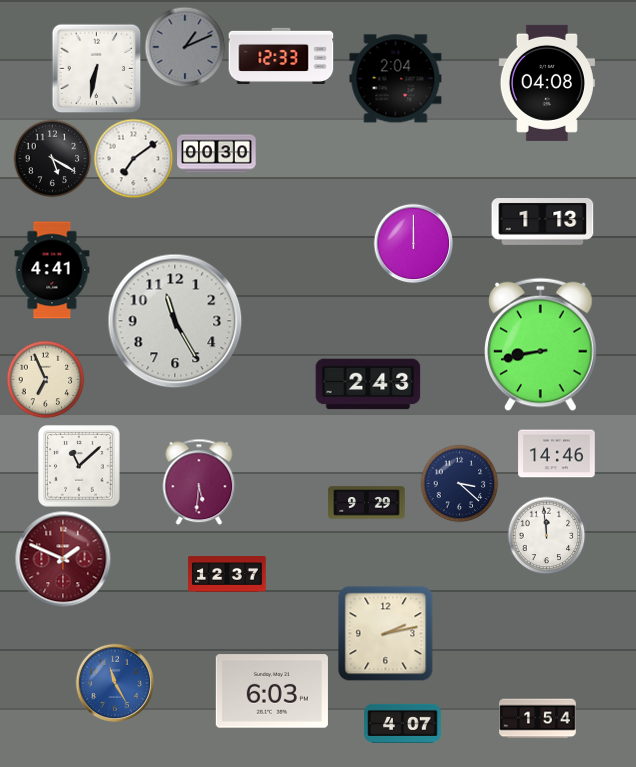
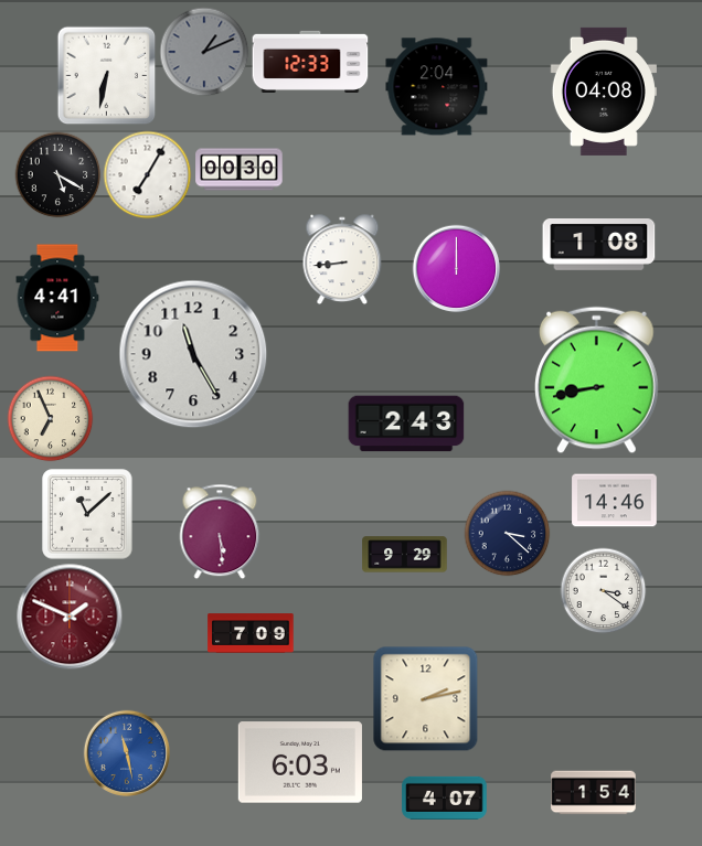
clock at (133, 158): 7:09 -> 7:05
clock at (543, 222): 1:13 -> 1:08
clock at (342, 259): none -> 8:44
clock at (199, 482): 5:31 -> 5:29
clock at (546, 535): 11:59 -> 3:21
clock at (227, 574): 12:37 -> 7:09
clock at (115, 683): 11:25 -> 11:28
